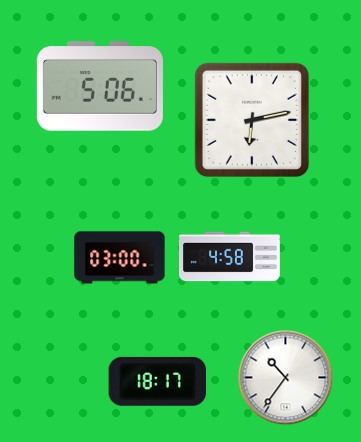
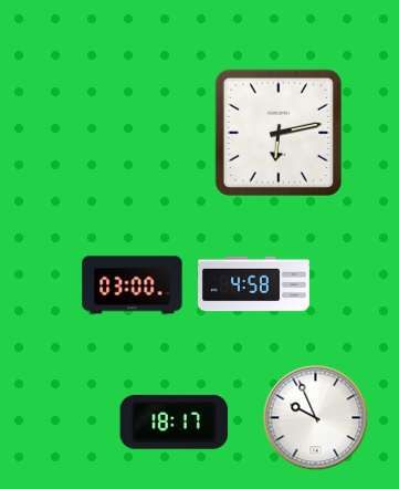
clock at (100, 86): 5:06 -> none
clock at (286, 378): 10:36 -> 9:56
